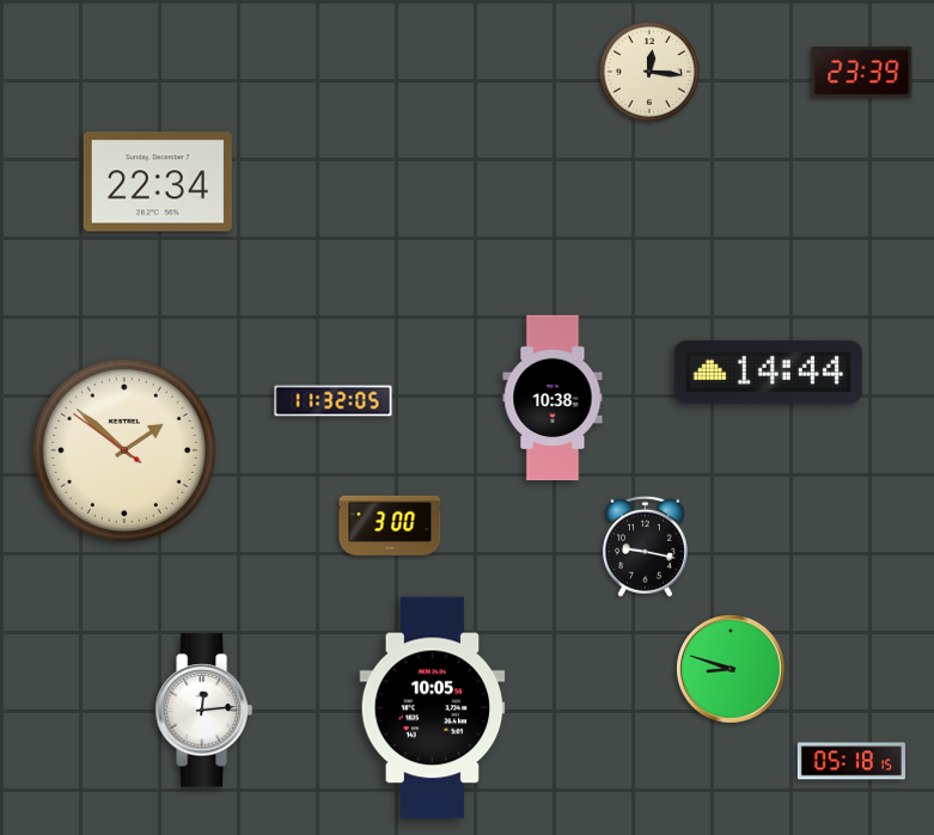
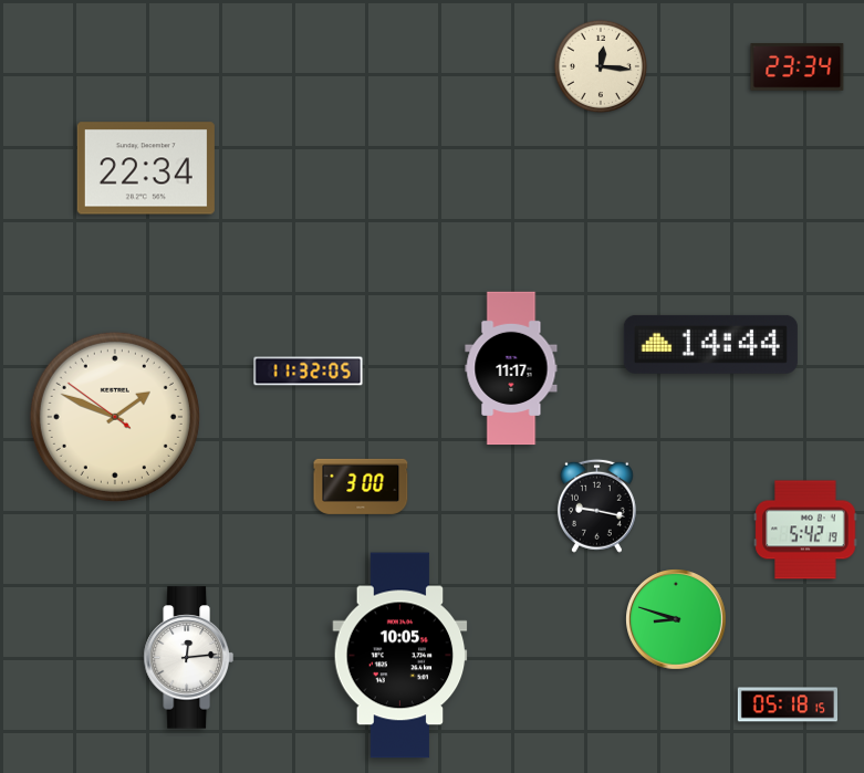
clock at (862, 73): 23:39 -> 23:34
clock at (553, 398): 10:38 -> 11:17
clock at (124, 450): 1:51 -> 1:48
clock at (805, 530): none -> 5:42
